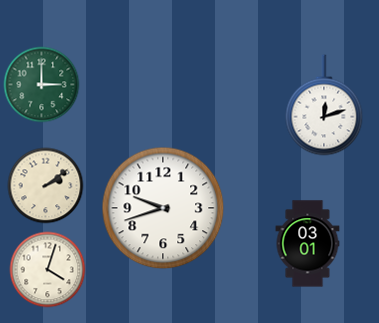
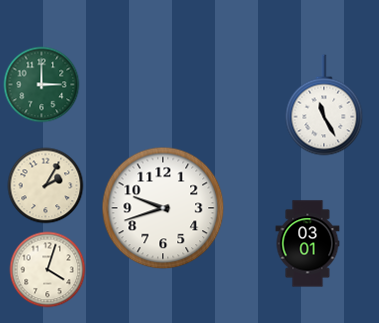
clock at (324, 105): 12:12 -> 11:25
clock at (46, 186): 2:09 -> 2:05
